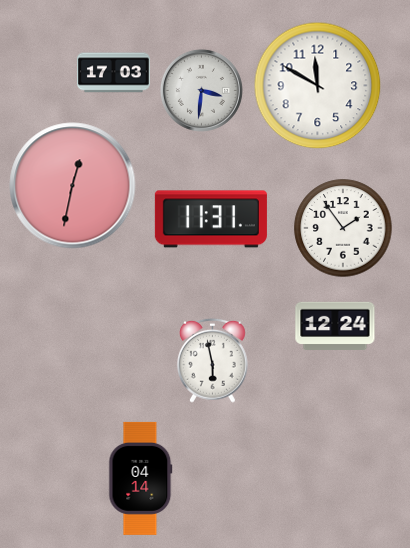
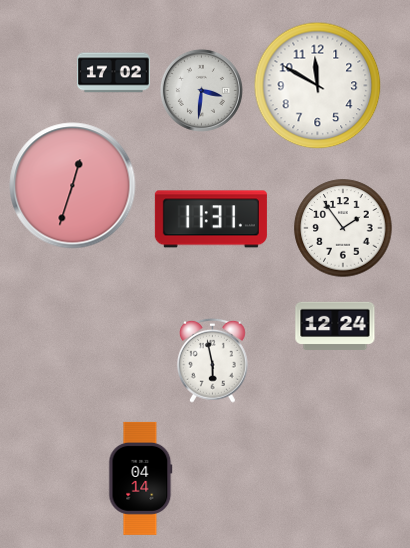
clock at (113, 73): 17:03 -> 17:02
clock at (73, 186): 12:32 -> 12:33
